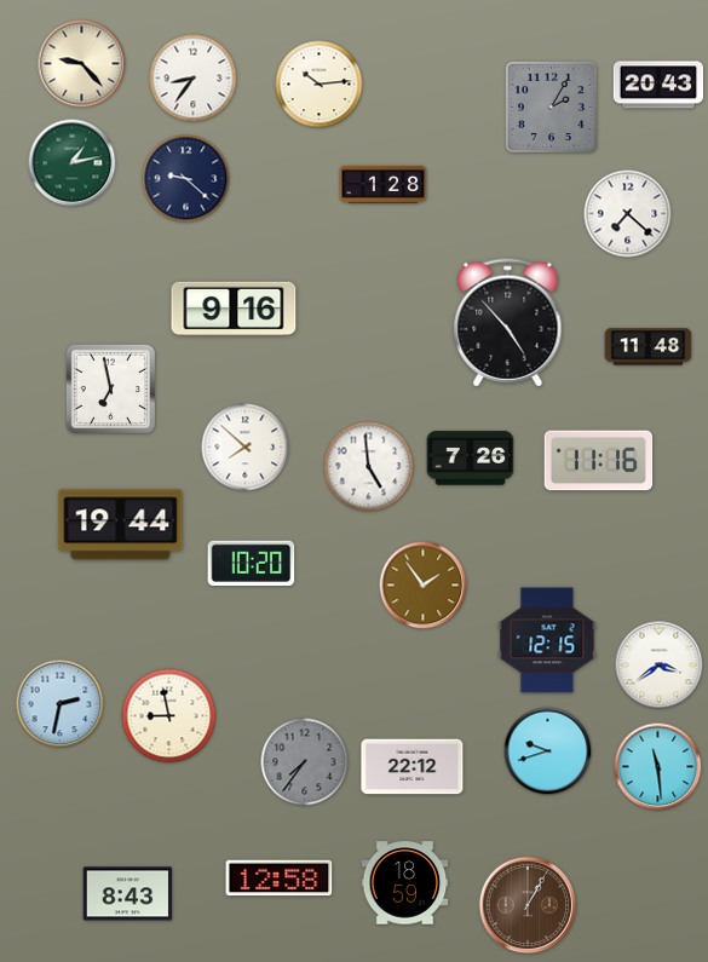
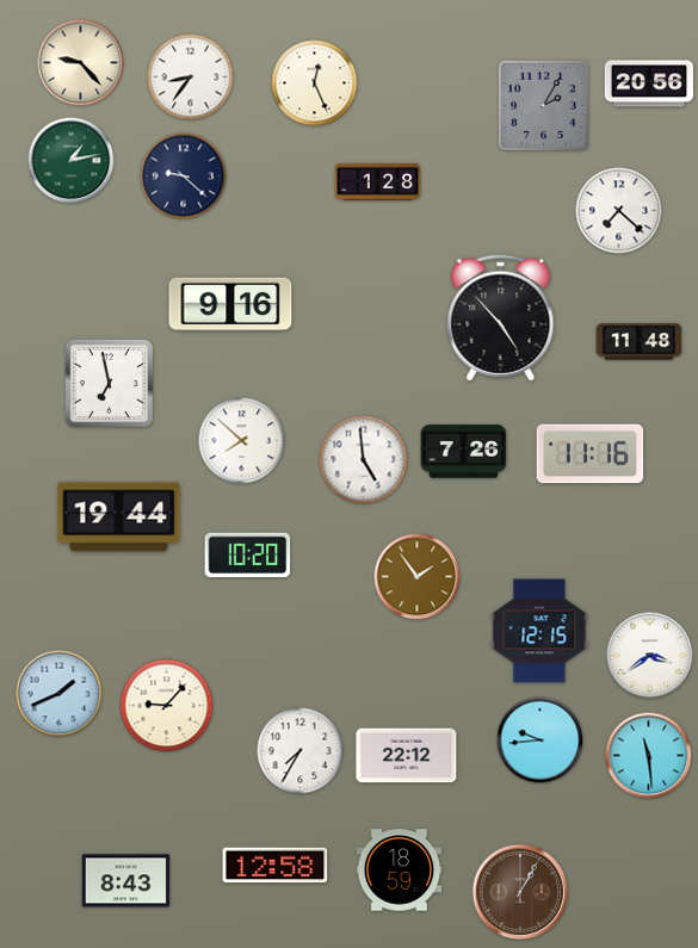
clock at (320, 85): 10:14 -> 12:26
clock at (657, 85): 20:43 -> 20:56
clock at (61, 704): 2:32 -> 1:41
clock at (169, 716): 8:58 -> 9:07
clock at (548, 751): 9:42 -> 9:44
clock at (305, 762): 7:36 -> 7:35
clock at (305, 762) dial: grey -> white
